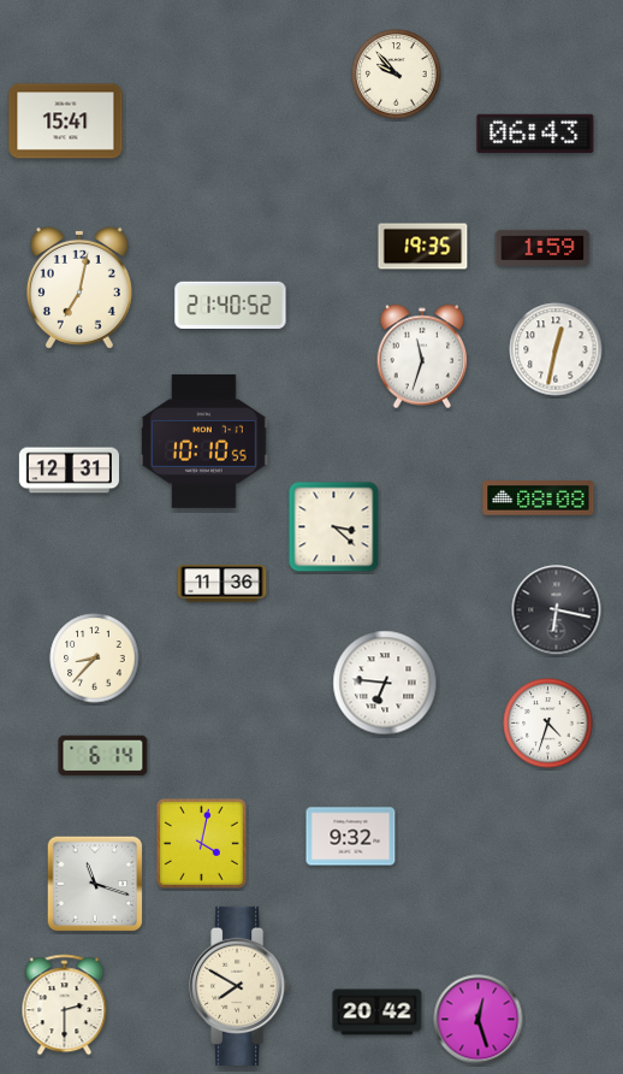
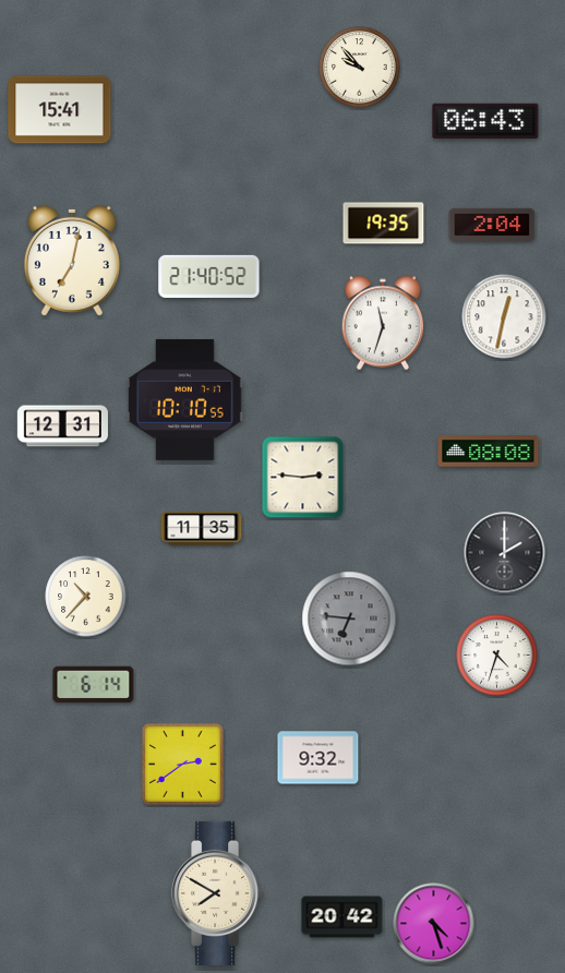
clock at (542, 247): 1:59 -> 2:04
clock at (334, 527): 3:22 -> 2:46
clock at (222, 584): 11:36 -> 11:35
clock at (557, 610): 6:17 -> 2:00
clock at (95, 659): 8:37 -> 10:37
clock at (385, 683) dial: white -> grey
clock at (201, 843): 4:02 -> 2:39
clock at (95, 884): 11:18 -> none
clock at (65, 1005): 2:30 -> none
clock at (479, 1020): 12:27 -> 4:27
